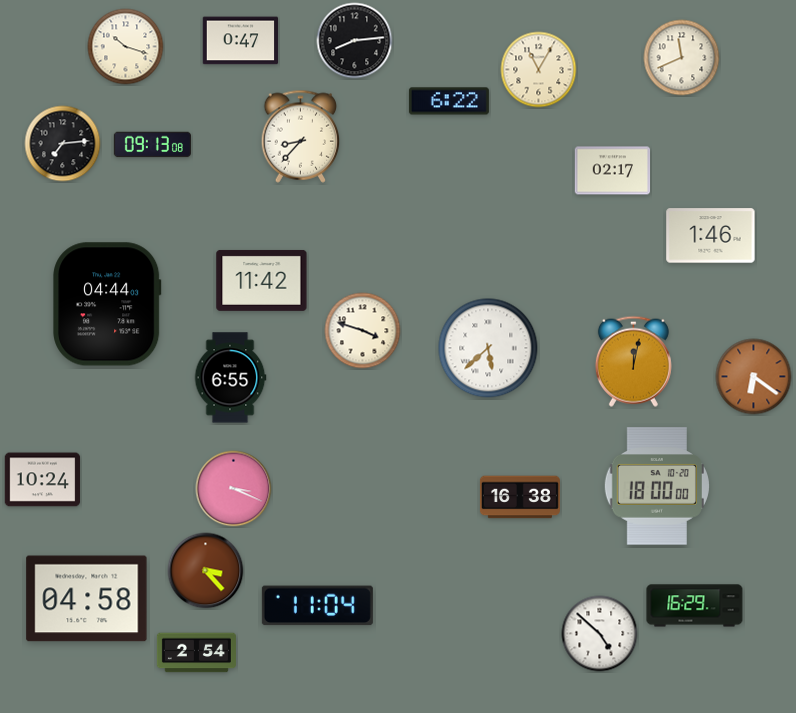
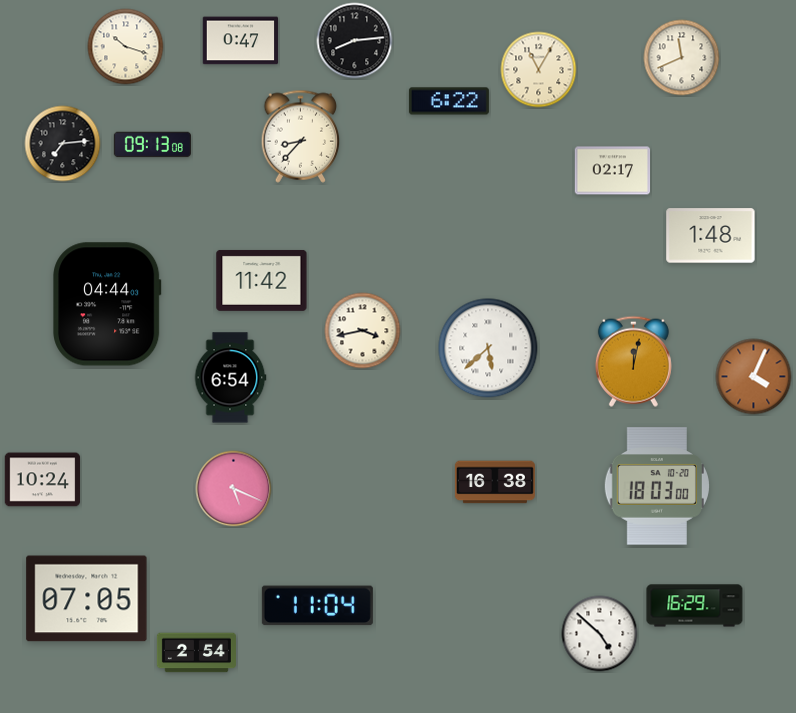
clock at (711, 236): 1:46 -> 1:48
clock at (363, 331): 3:48 -> 3:43
clock at (754, 377): 6:21 -> 4:04
clock at (230, 378): 6:55 -> 6:54
clock at (657, 486): 18:00 -> 18:03
clock at (234, 489): 3:19 -> 5:19
clock at (520, 497) position: (520, 497) -> (495, 482)
clock at (206, 571): 3:23 -> none
clock at (87, 599): 04:58 -> 07:05
